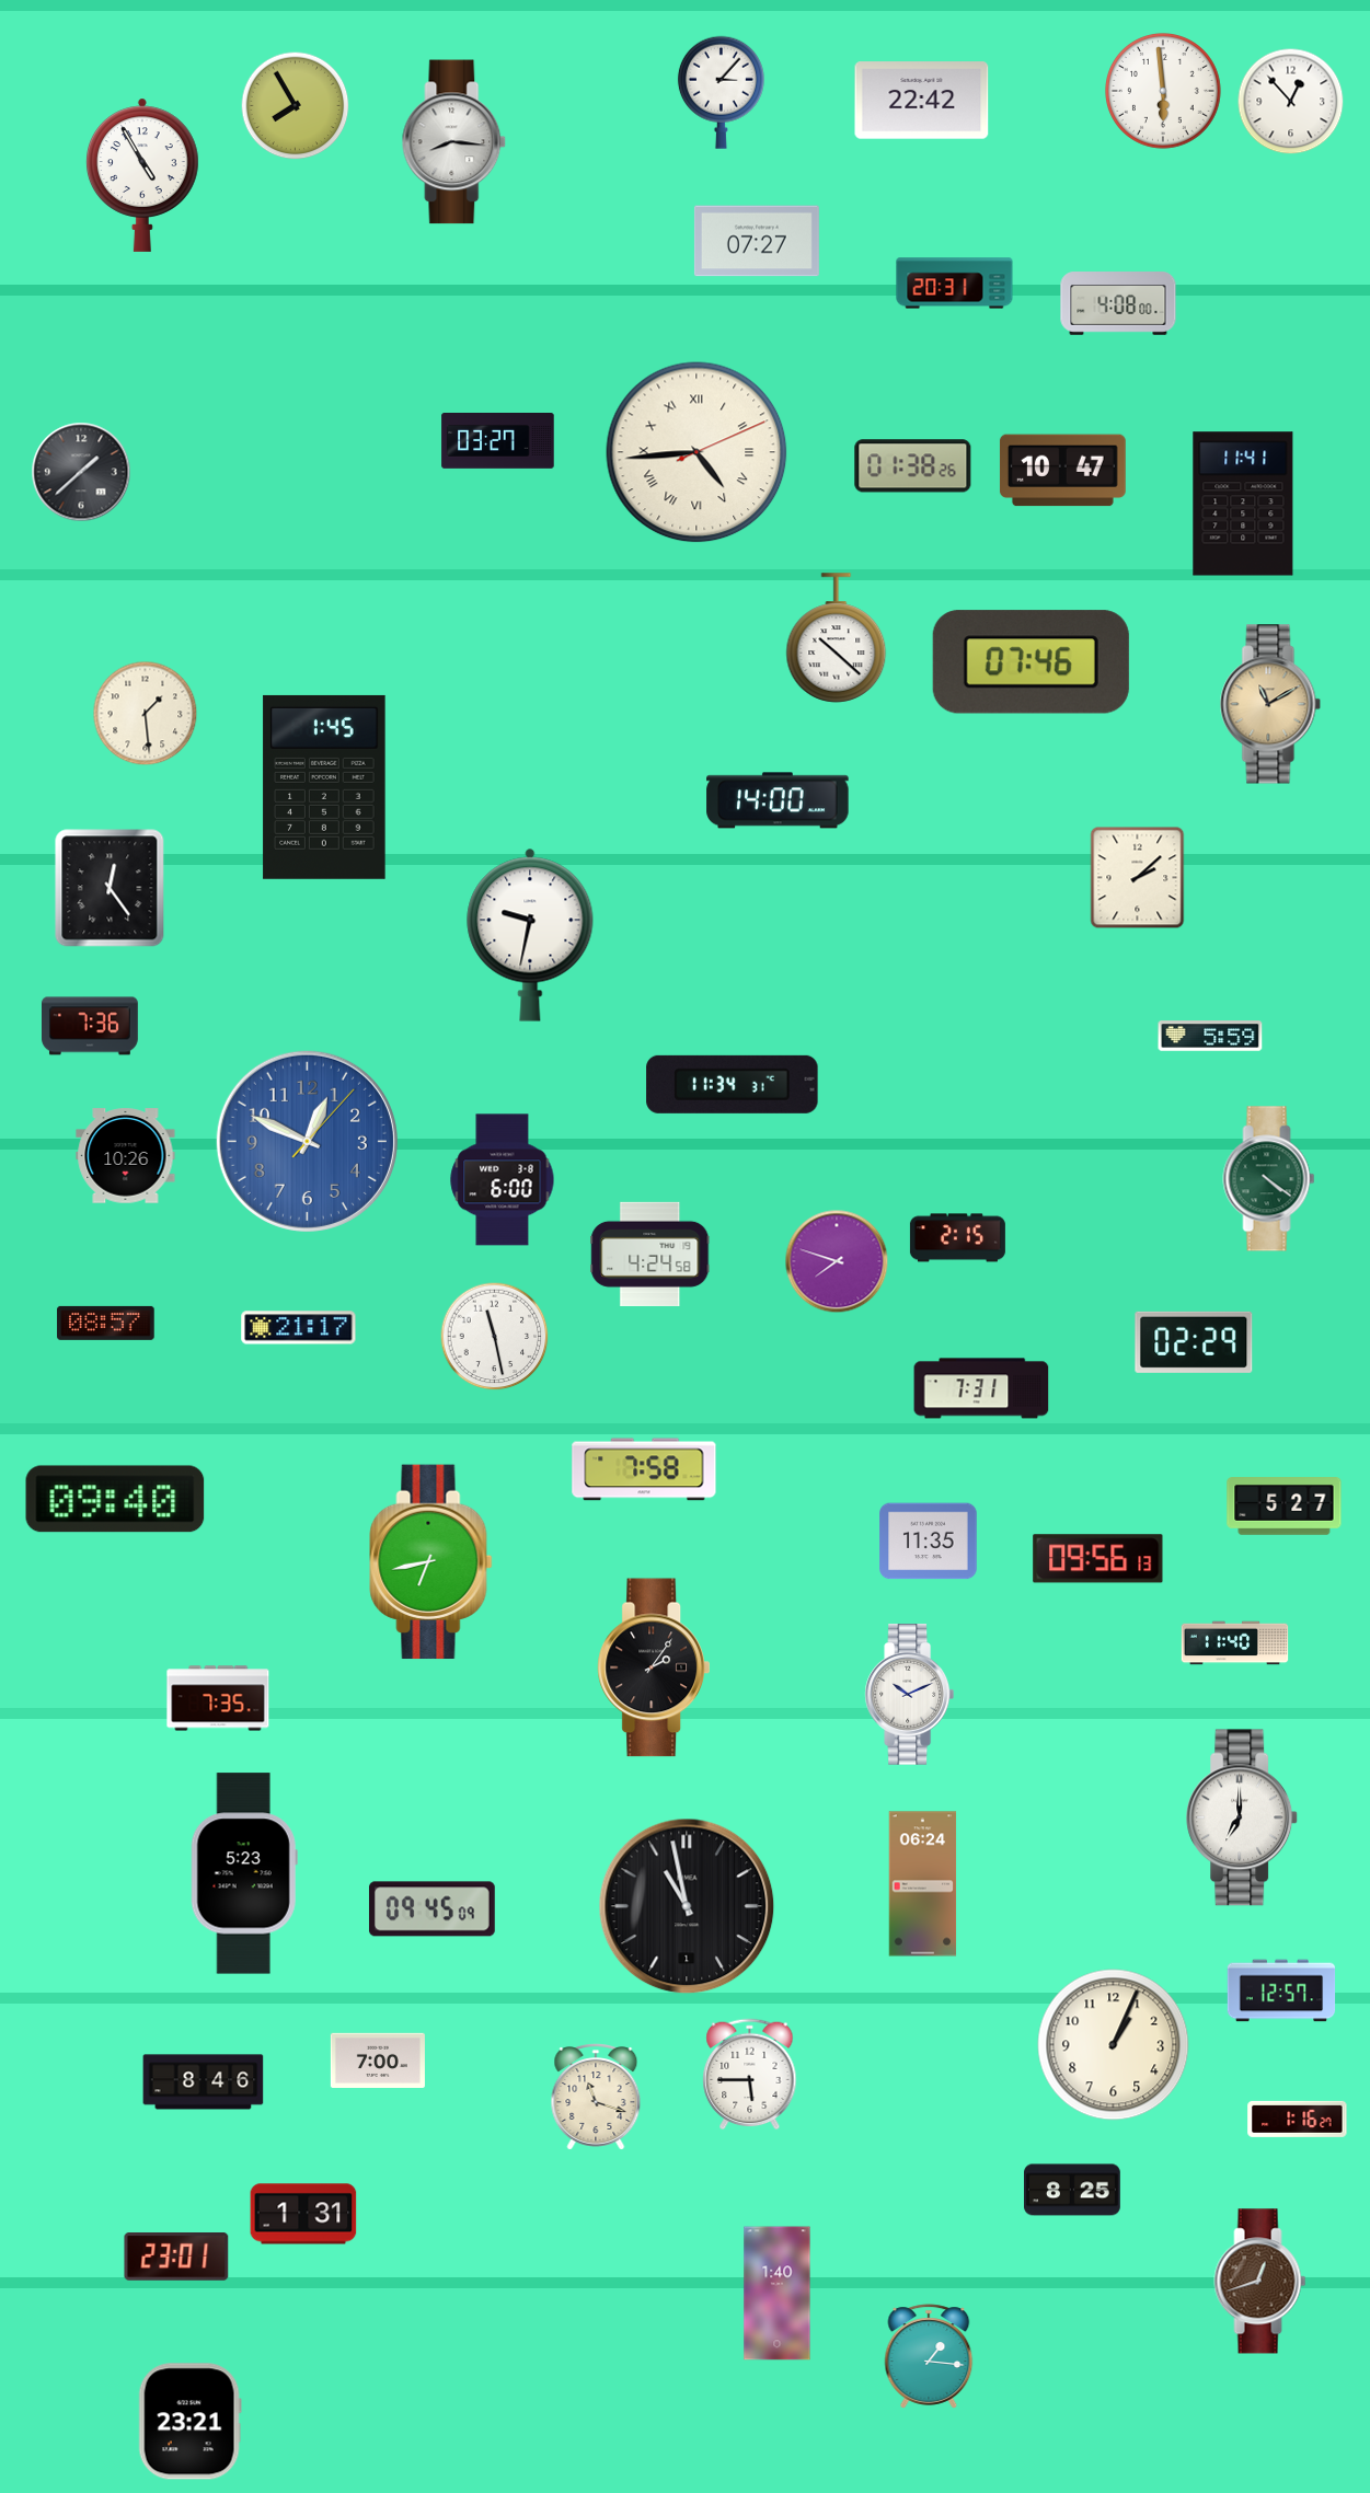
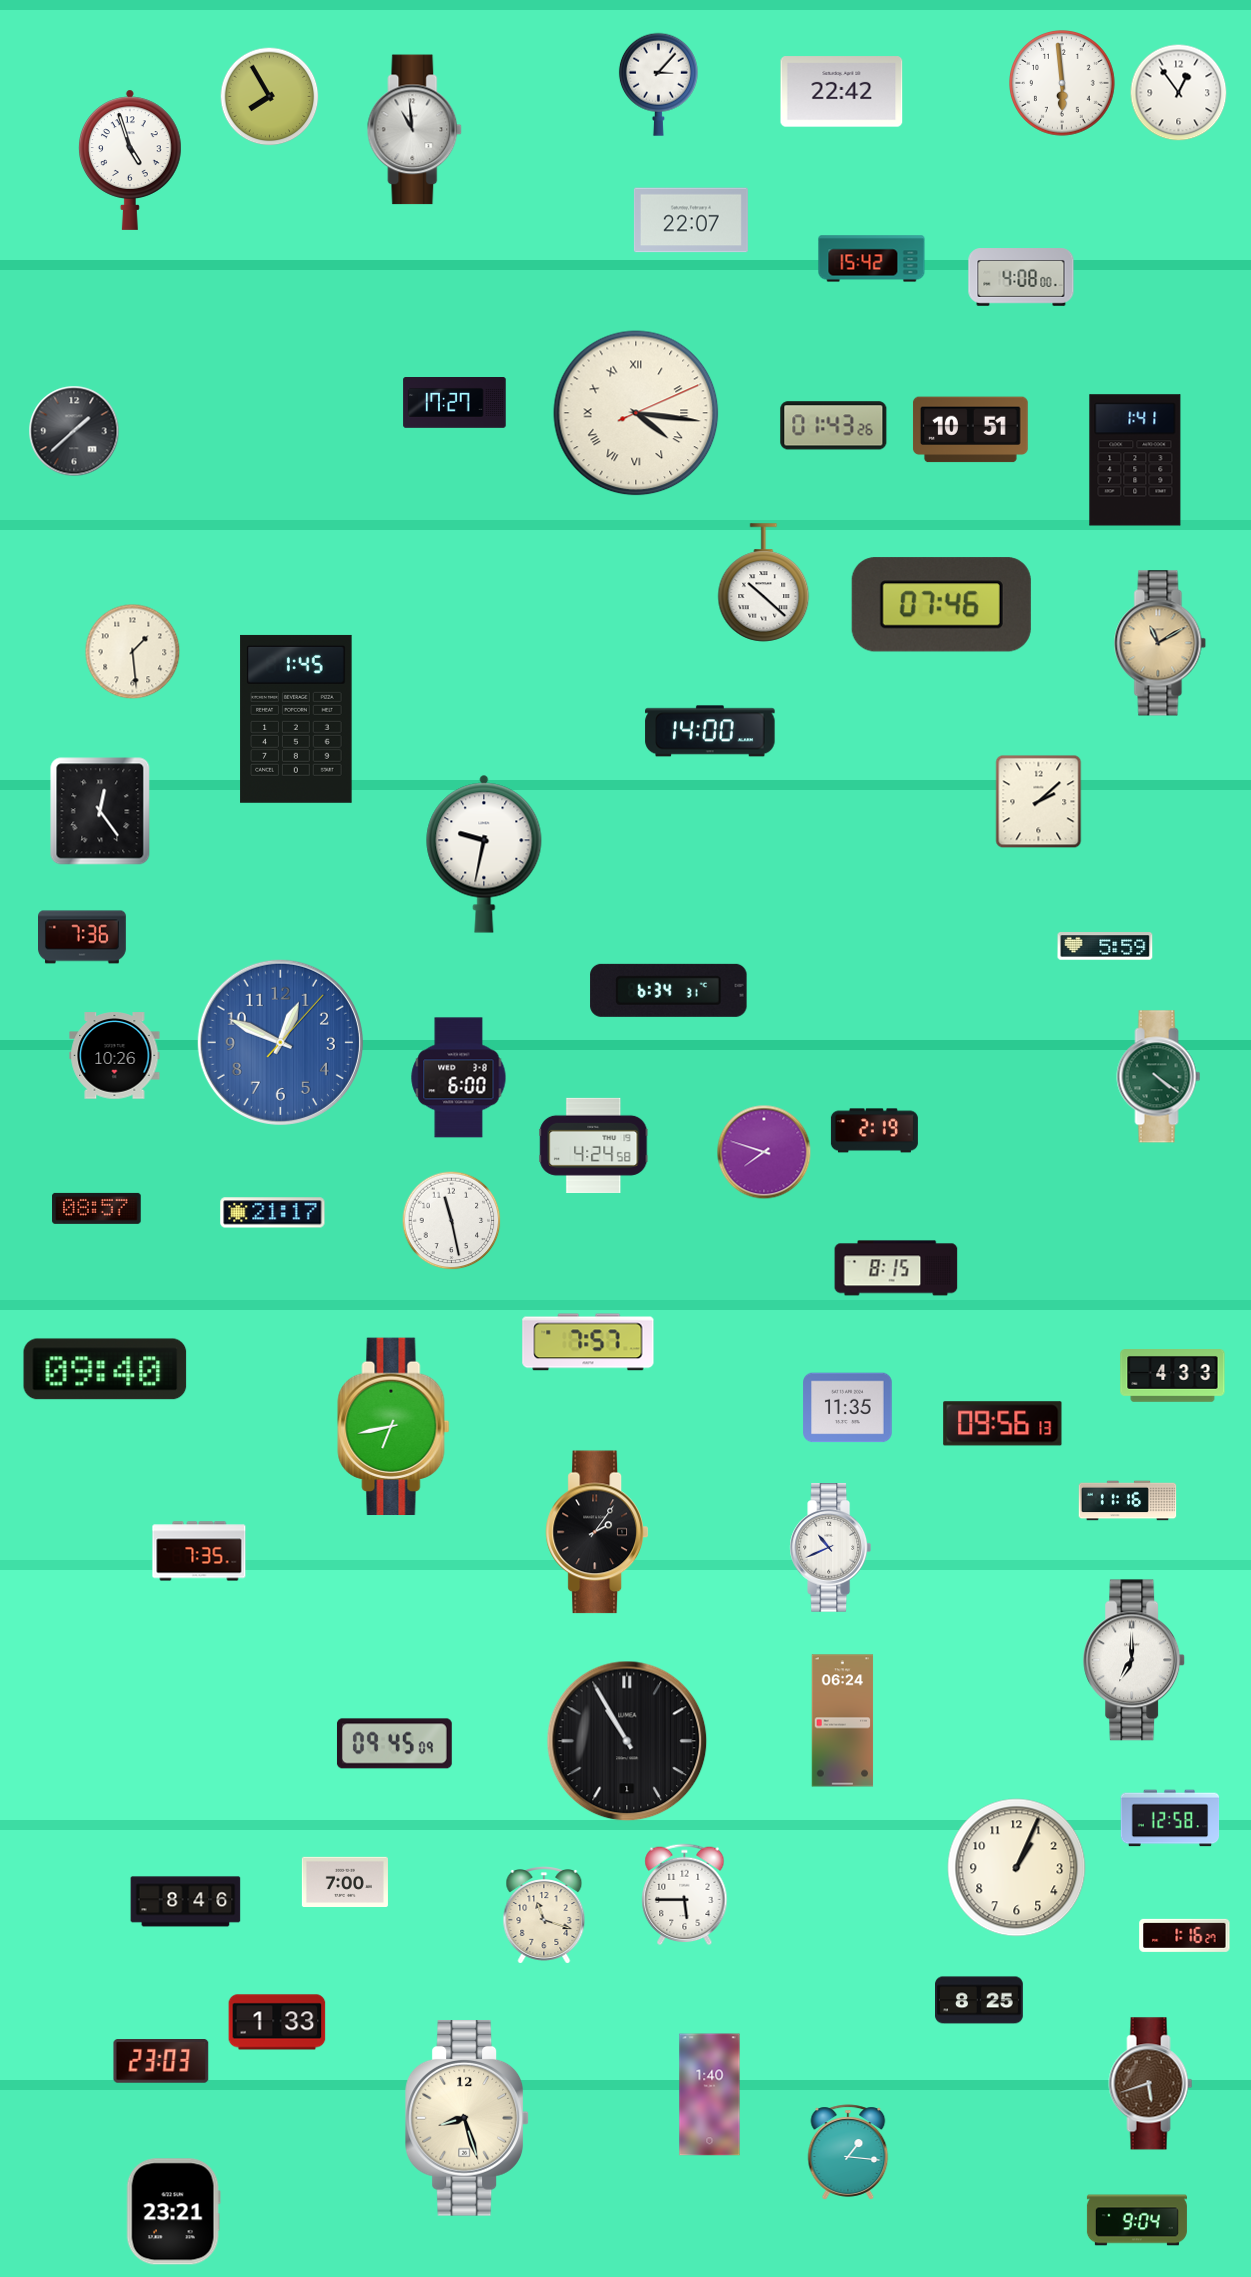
clock at (1291, 102): 12:53 -> 12:54
clock at (454, 142): 8:16 -> 10:59
clock at (143, 175): 4:55 -> 4:57
clock at (757, 241): 07:27 -> 22:07
clock at (955, 284): 20:31 -> 15:42
clock at (498, 441): 03:27 -> 17:27
clock at (696, 452): 4:44 -> 4:16
clock at (913, 466): 01:38 -> 01:43
clock at (1062, 471): 10:47 -> 10:51
clock at (1243, 504): 11:41 -> 1:41
clock at (733, 1084): 11:34 -> 6:34
clock at (957, 1238): 2:15 -> 2:19
clock at (1194, 1342): 02:29 -> none
clock at (981, 1388): 7:31 -> 8:15
clock at (644, 1469): 7:58 -> 7:57
clock at (1285, 1507): 5:27 -> 4:33
clock at (1235, 1643): 11:40 -> 11:16
clock at (654, 1667) position: (654, 1667) -> (597, 1532)
clock at (909, 1695): 10:11 -> 10:41
clock at (244, 1873): 5:23 -> none
clock at (687, 1906): 10:58 -> 10:55
clock at (1281, 1990): 12:57 -> 12:58
clock at (303, 2214): 1:31 -> 1:33
clock at (176, 2258): 23:01 -> 23:03
clock at (1260, 2282): 12:42 -> 5:42
clock at (467, 2119): none -> 8:27
clock at (1137, 2220): none -> 9:04
